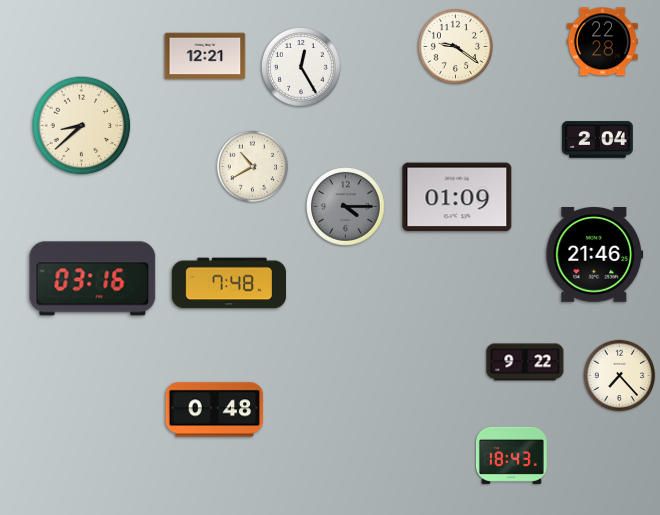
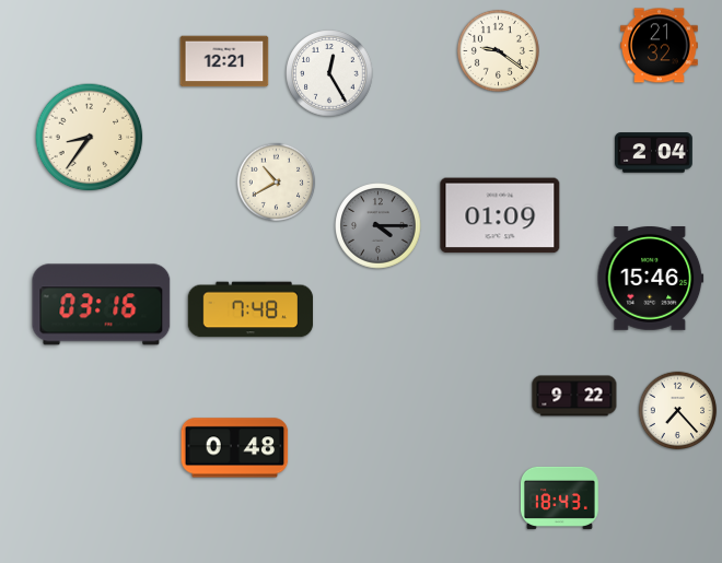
clock at (603, 42): 22:28 -> 21:32
clock at (82, 126): 8:38 -> 8:36
clock at (595, 255): 21:46 -> 15:46
